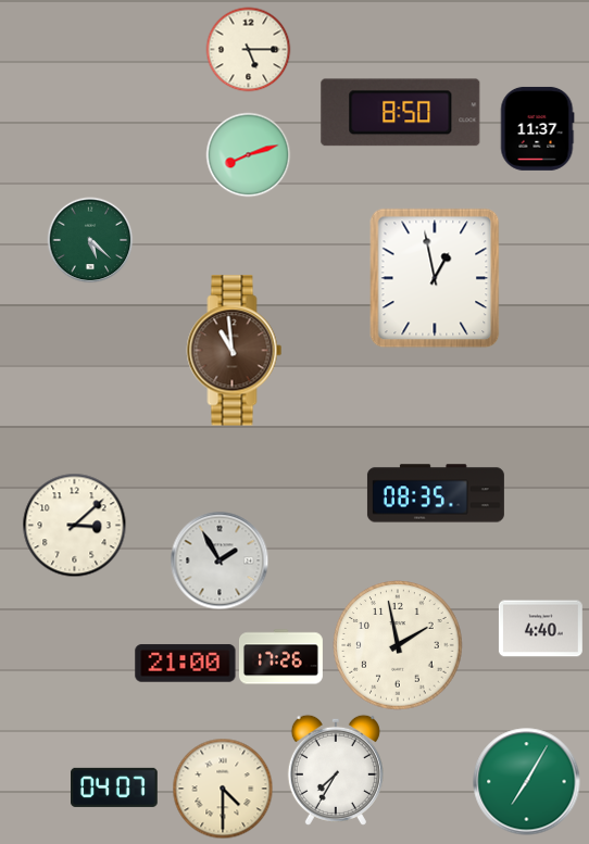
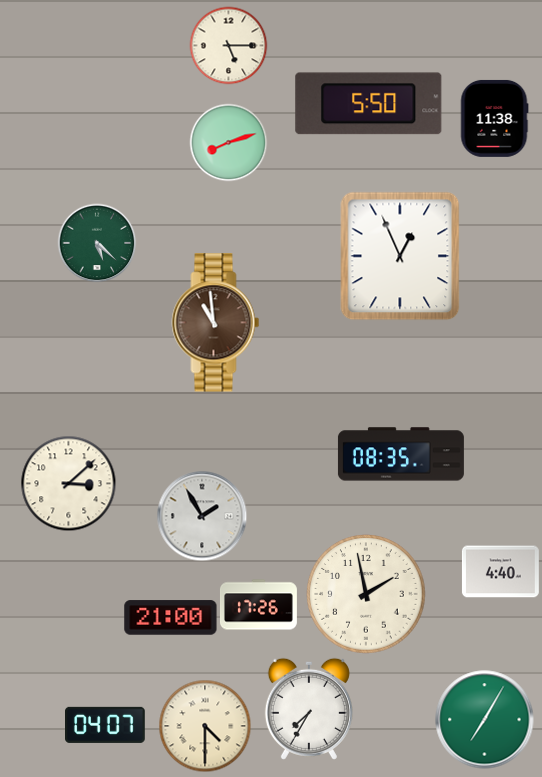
clock at (401, 113): 8:50 -> 5:50
clock at (537, 128): 11:37 -> 11:38
clock at (90, 240) position: (90, 240) -> (97, 243)
clock at (435, 278): 12:58 -> 12:56
clock at (540, 629) position: (540, 629) -> (500, 572)
clock at (186, 664) position: (186, 664) -> (171, 618)
